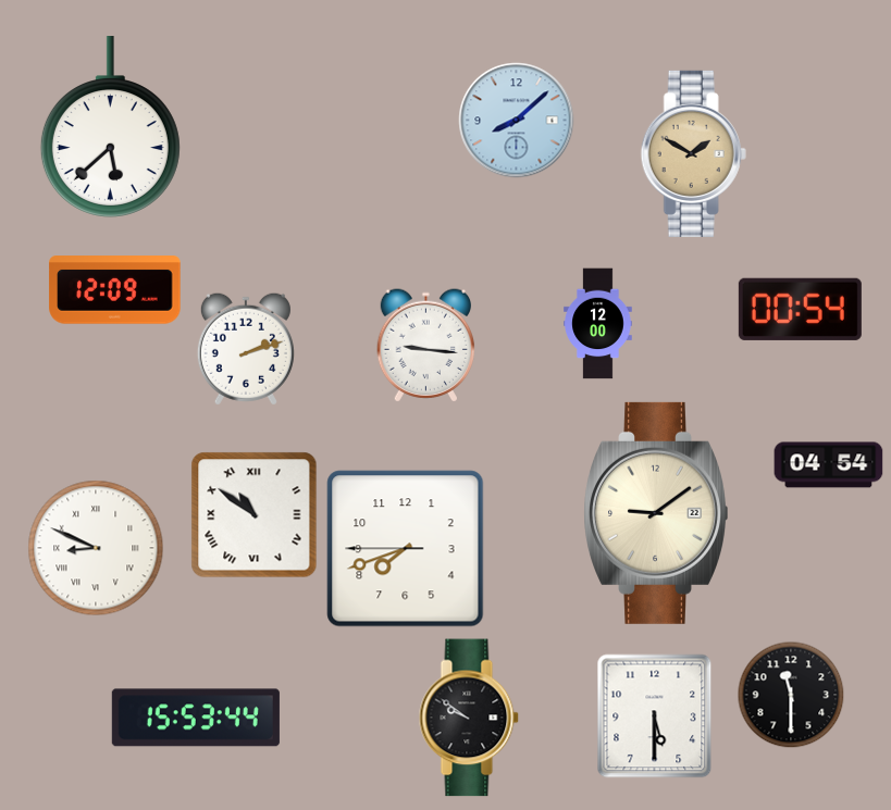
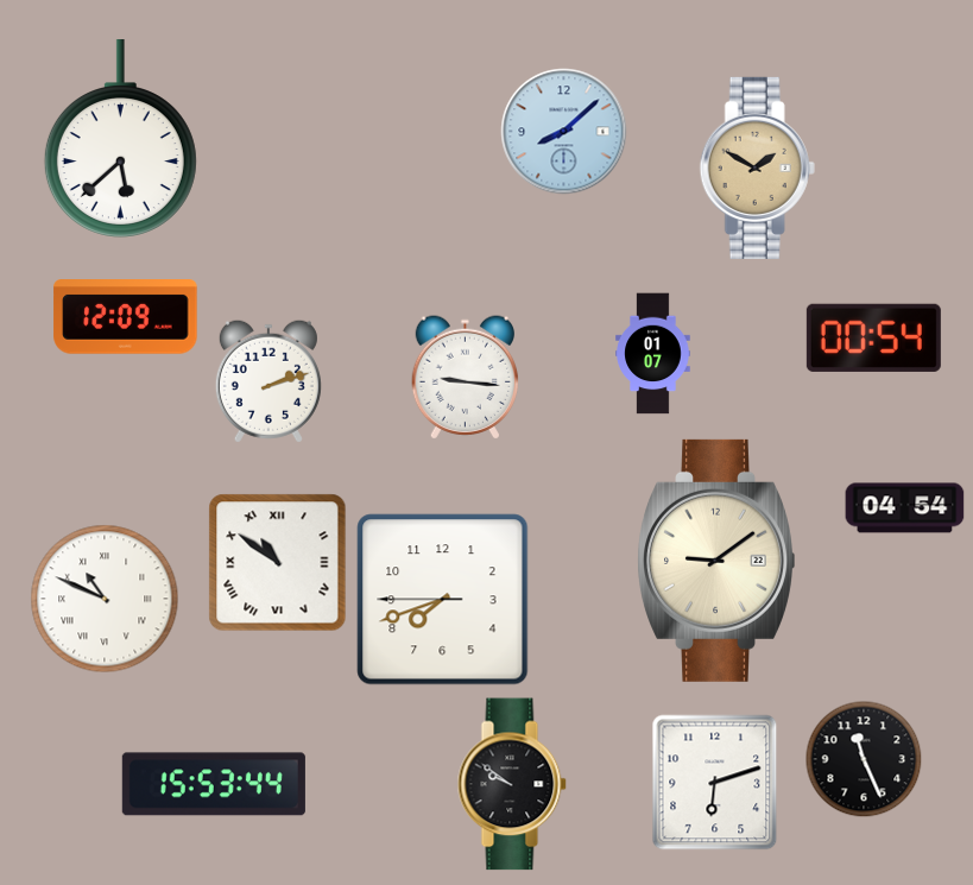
clock at (598, 324): 12:00 -> 01:07
clock at (96, 548): 8:49 -> 10:49
clock at (791, 695): 11:30 -> 11:26
clock at (655, 716): 5:30 -> 6:12
